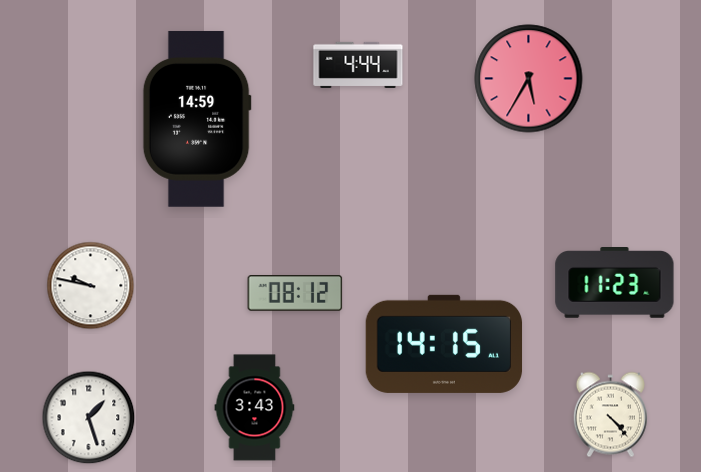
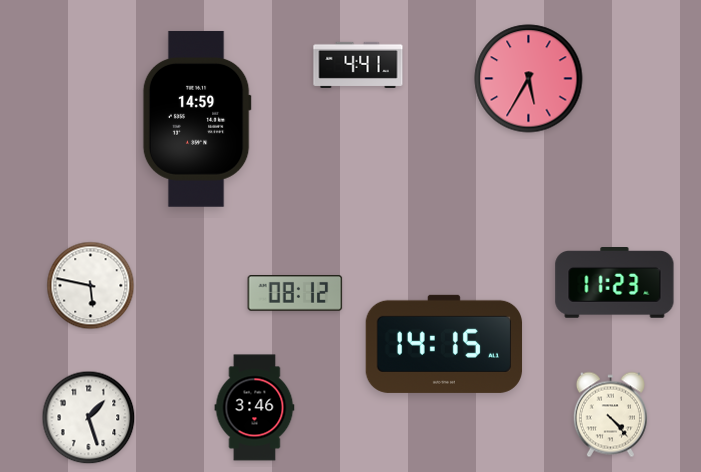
clock at (358, 65): 4:44 -> 4:41
clock at (91, 286): 9:47 -> 5:47
clock at (255, 408): 3:43 -> 3:46
